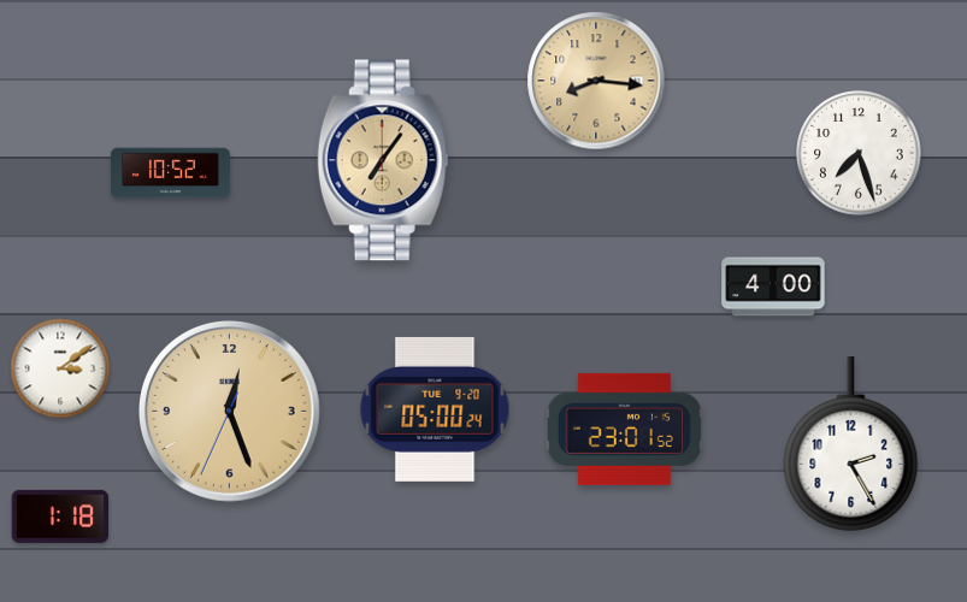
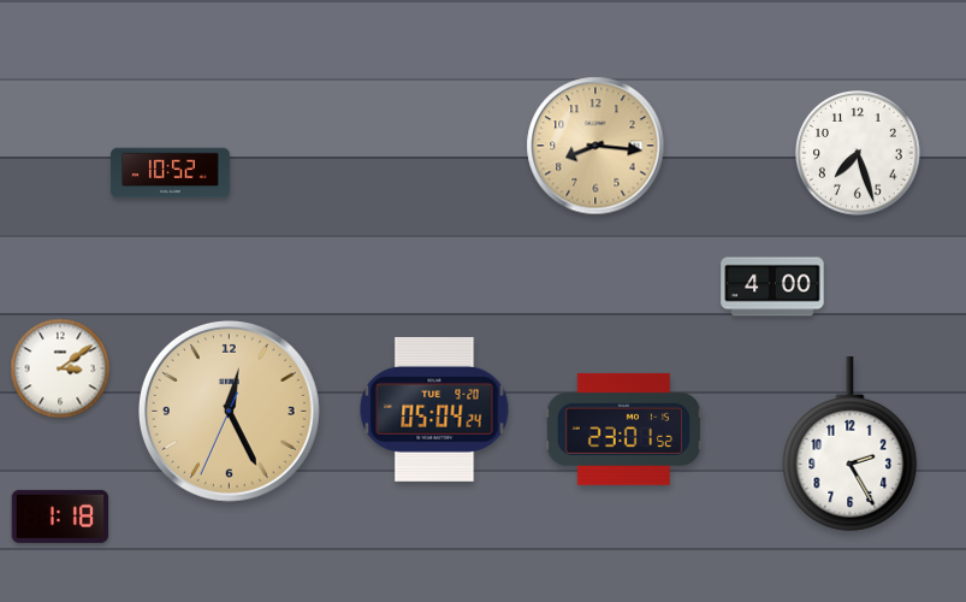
clock at (596, 81) position: (596, 81) -> (595, 146)
clock at (383, 160): 7:06 -> none
clock at (435, 409): 05:00 -> 05:04
clock at (229, 411): 12:26 -> 12:25
